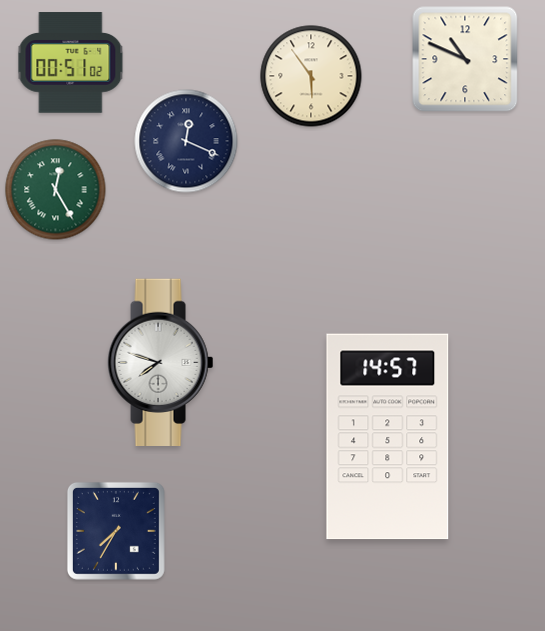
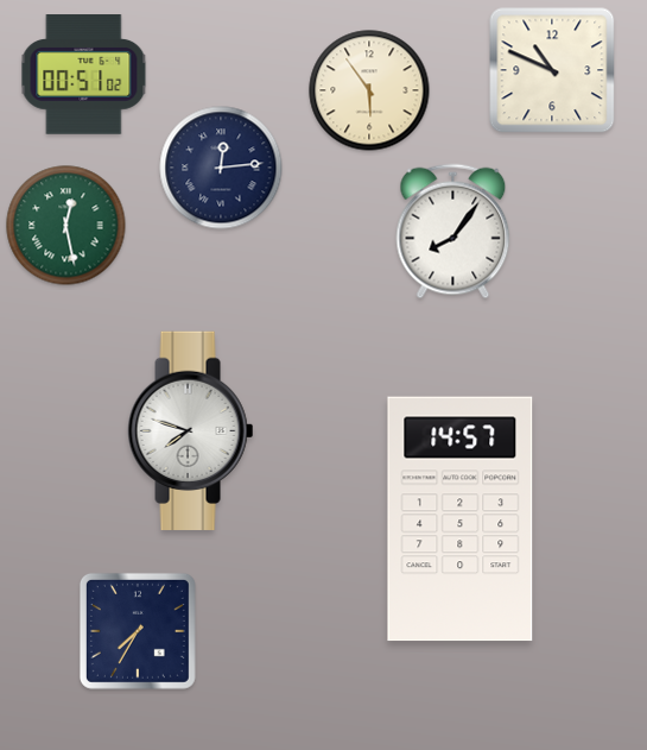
clock at (186, 141): 12:19 -> 12:14
clock at (56, 190): 12:25 -> 12:28
clock at (453, 232): none -> 8:06
